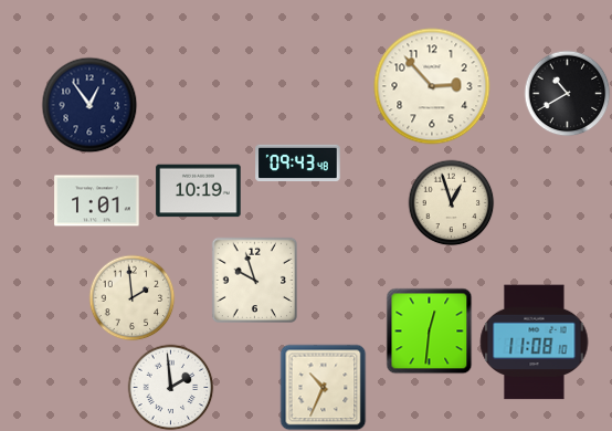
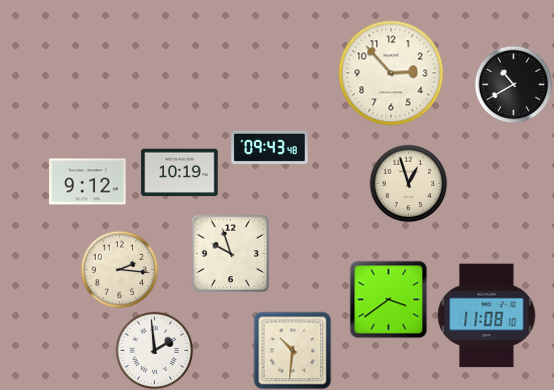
clock at (432, 86) position: (432, 86) -> (391, 73)
clock at (89, 105): 12:54 -> none
clock at (97, 201): 1:01 -> 9:12
clock at (131, 297): 1:59 -> 2:16
clock at (429, 330): 12:31 -> 3:39
clock at (535, 343) position: (535, 343) -> (487, 316)
clock at (323, 387): 10:34 -> 10:31
